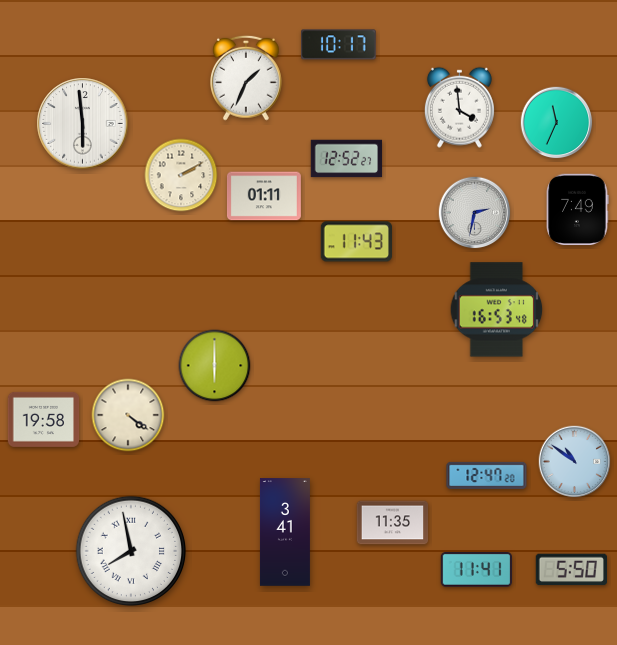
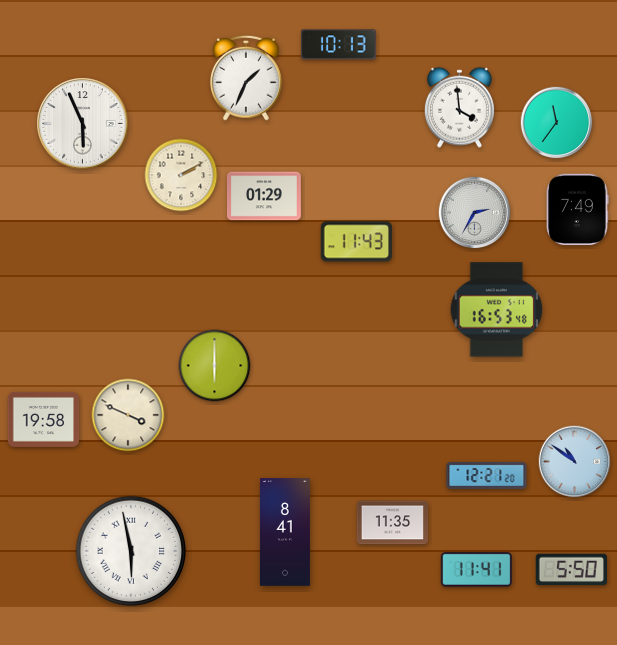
clock at (339, 45): 10:17 -> 10:13
clock at (557, 123): 11:34 -> 11:36
clock at (83, 124): 5:59 -> 5:56
clock at (347, 159): 12:52 -> none
clock at (264, 196): 01:11 -> 01:29
clock at (475, 213): 2:32 -> 2:35
clock at (128, 415): 4:21 -> 3:49
clock at (487, 475): 12:47 -> 12:21
clock at (285, 532): 3:41 -> 8:41
clock at (131, 551): 7:58 -> 5:58
